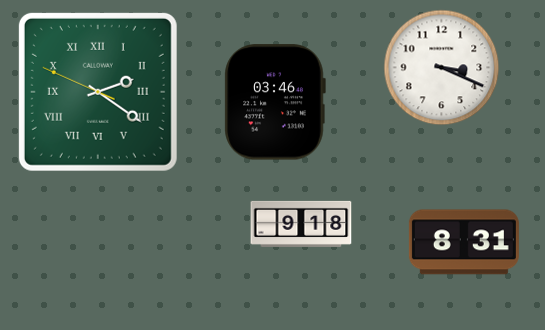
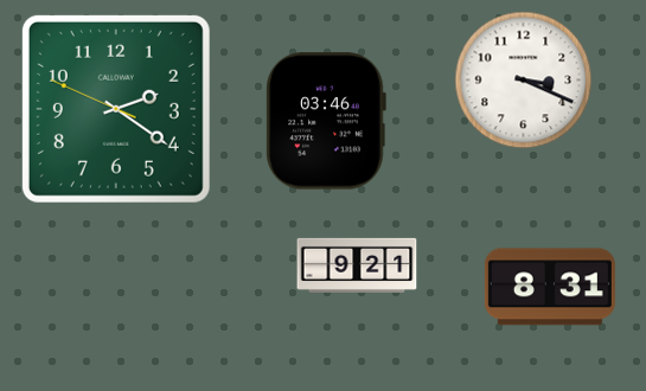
clock at (98, 92) numerals: Roman -> Arabic
clock at (301, 224): 9:18 -> 9:21
